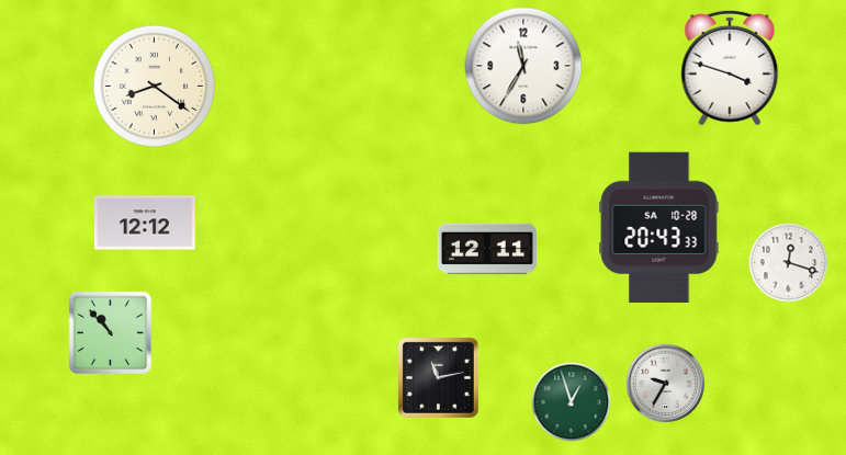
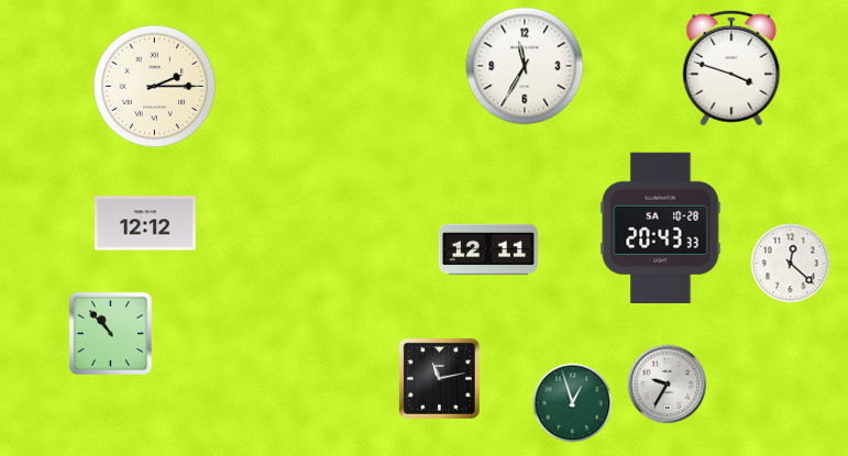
clock at (155, 87): 8:21 -> 2:15
clock at (789, 263): 12:18 -> 12:22
